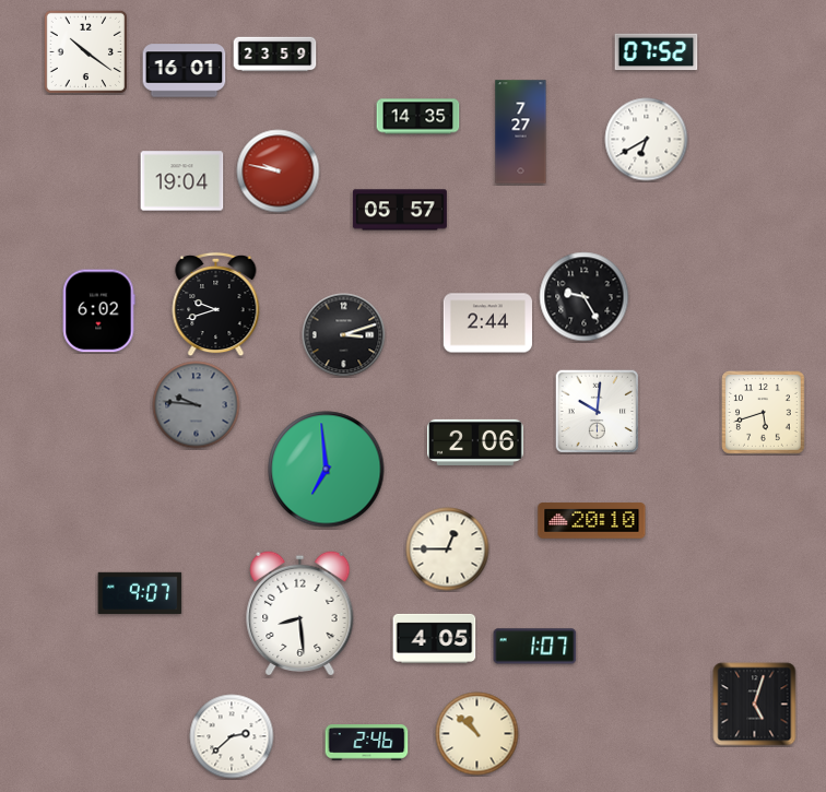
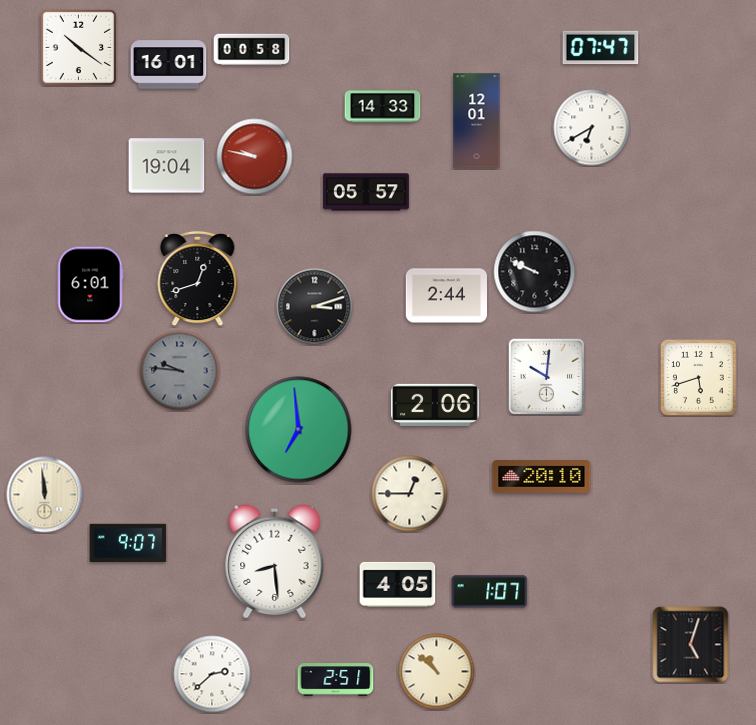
clock at (657, 52): 07:52 -> 07:47
clock at (275, 55): 23:59 -> 00:58
clock at (418, 117): 14:35 -> 14:33
clock at (521, 132): 7:27 -> 12:01
clock at (585, 297): 9:25 -> 9:49
clock at (216, 305): 9:42 -> 12:42
clock at (98, 311): 6:02 -> 6:01
clock at (45, 495): none -> 11:59
clock at (448, 549) position: (448, 549) -> (410, 494)
clock at (367, 743): 2:46 -> 2:51
